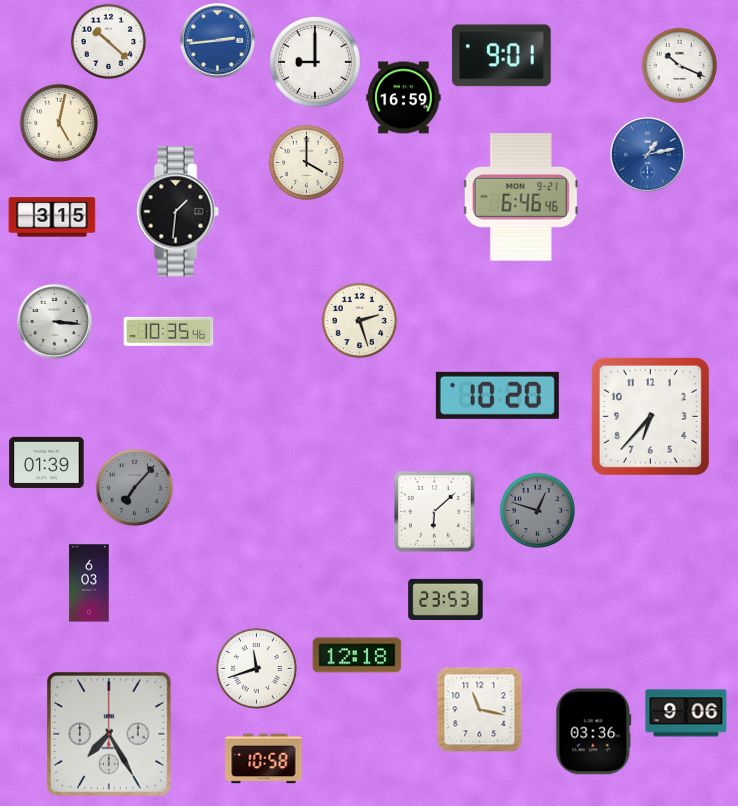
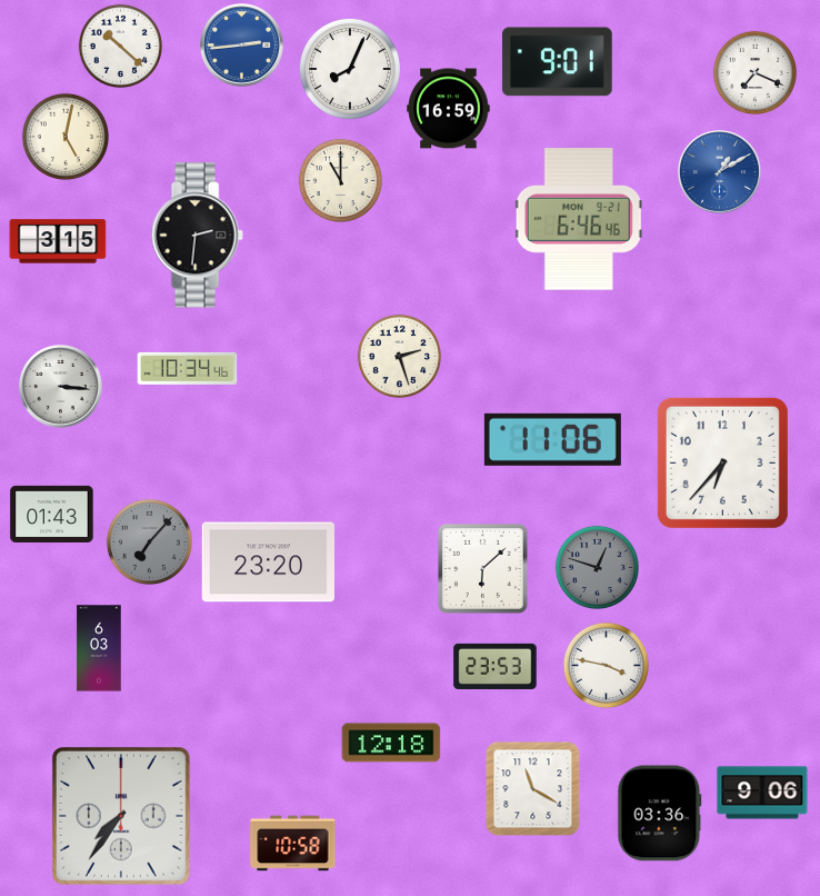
clock at (315, 62): 9:00 -> 8:04
clock at (679, 65): 10:19 -> 7:19
clock at (648, 155): 1:13 -> 1:10
clock at (306, 162): 4:00 -> 11:00
clock at (177, 212): 1:31 -> 2:31
clock at (55, 322) position: (55, 322) -> (61, 387)
clock at (169, 331): 10:35 -> 10:34
clock at (497, 395): 10:20 -> 11:06
clock at (47, 462): 01:39 -> 01:43
clock at (268, 563): none -> 23:20
clock at (606, 665): none -> 3:47
clock at (357, 655) position: (357, 655) -> (391, 743)
clock at (256, 668): 11:42 -> none
clock at (480, 710): 11:17 -> 11:20
clock at (109, 734): 7:25 -> 7:36
